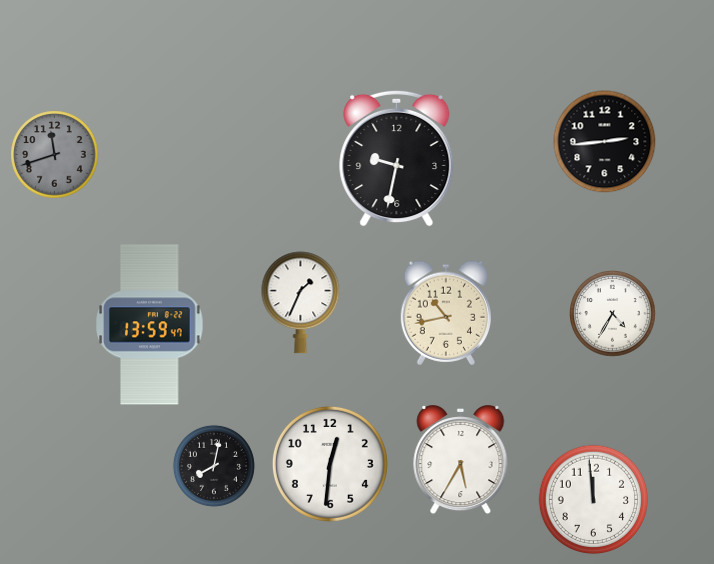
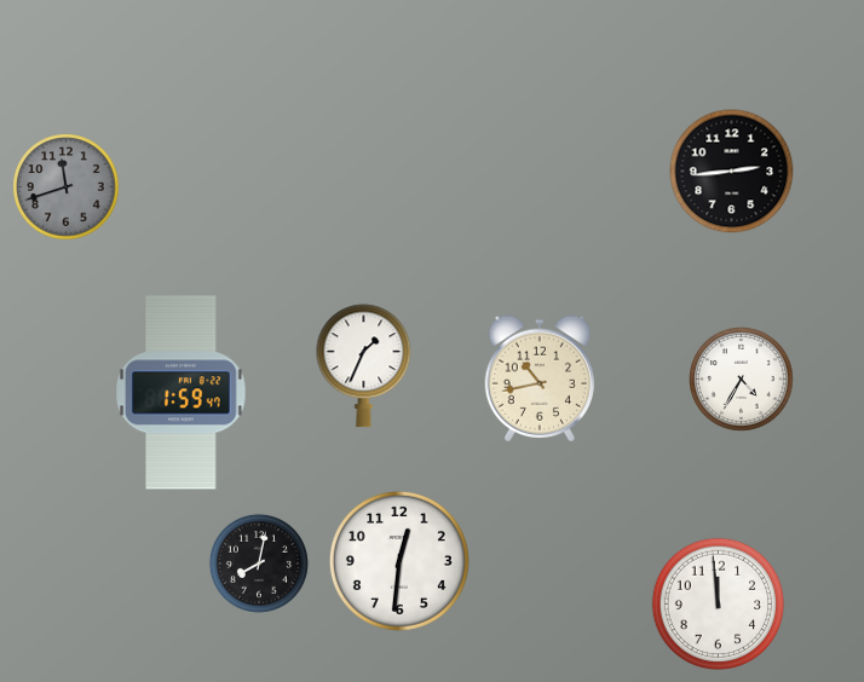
clock at (397, 158): 9:32 -> none
clock at (150, 325): 13:59 -> 1:59
clock at (461, 461): 5:35 -> none
